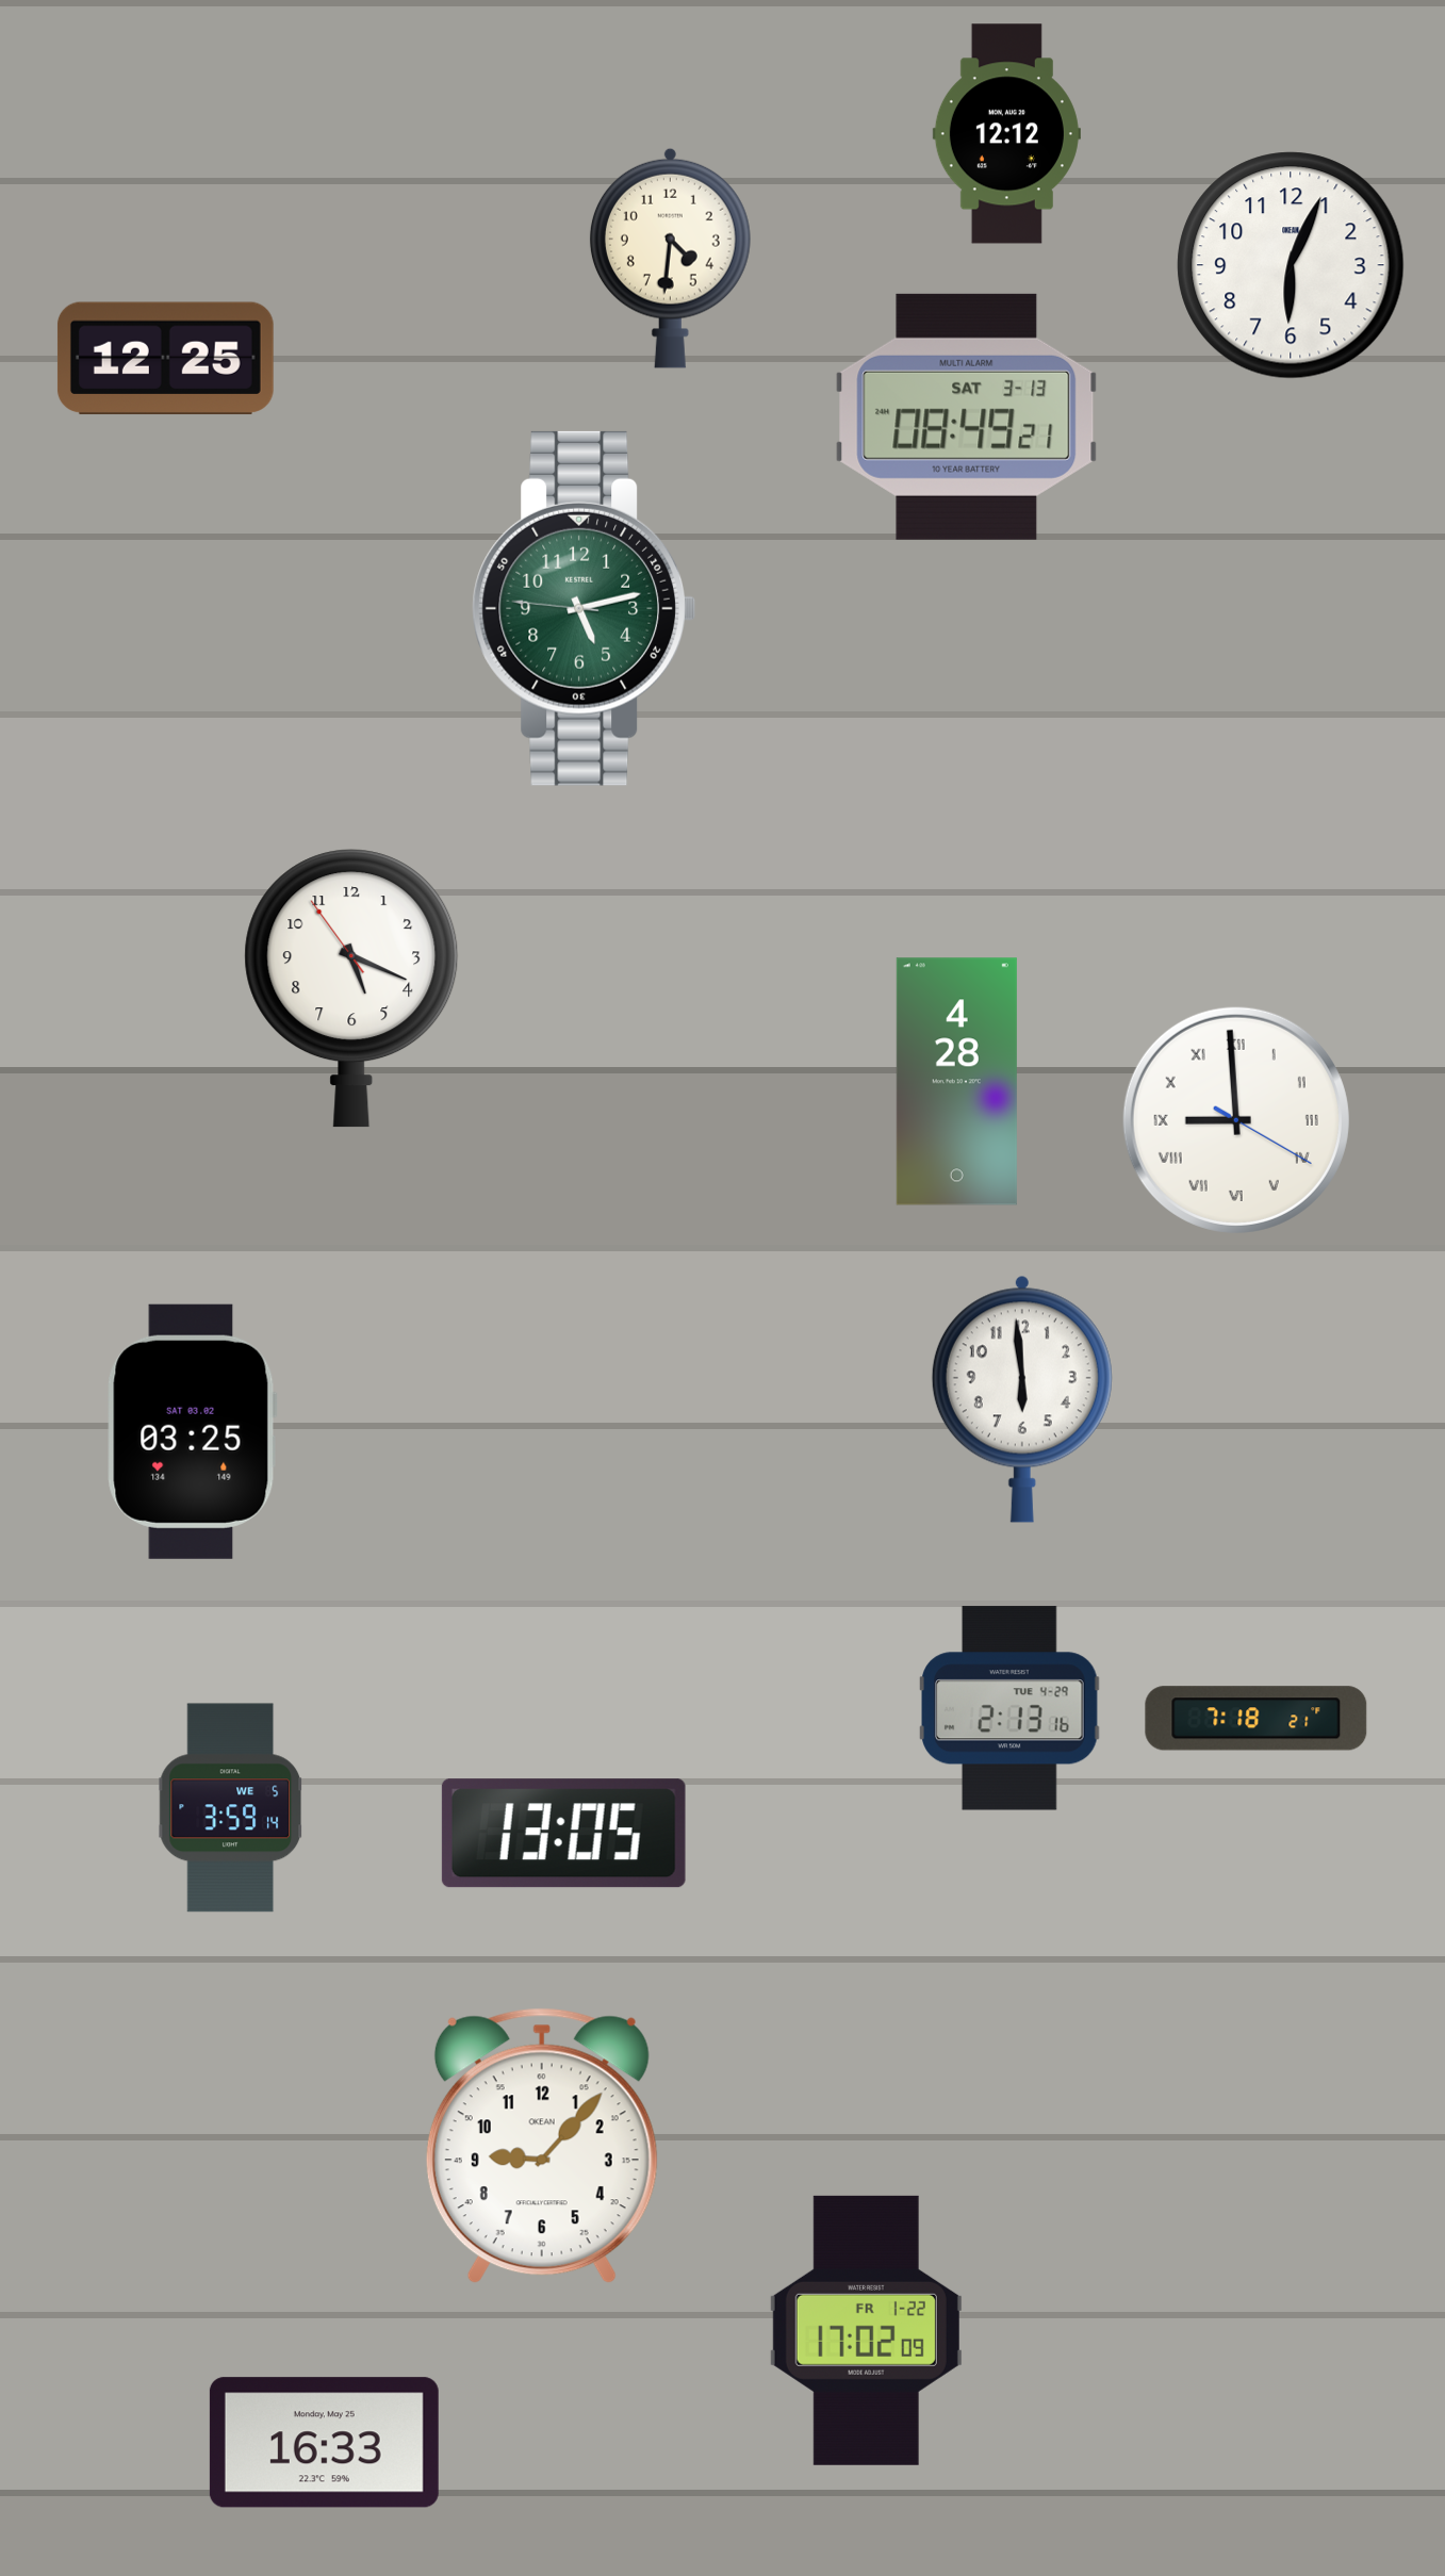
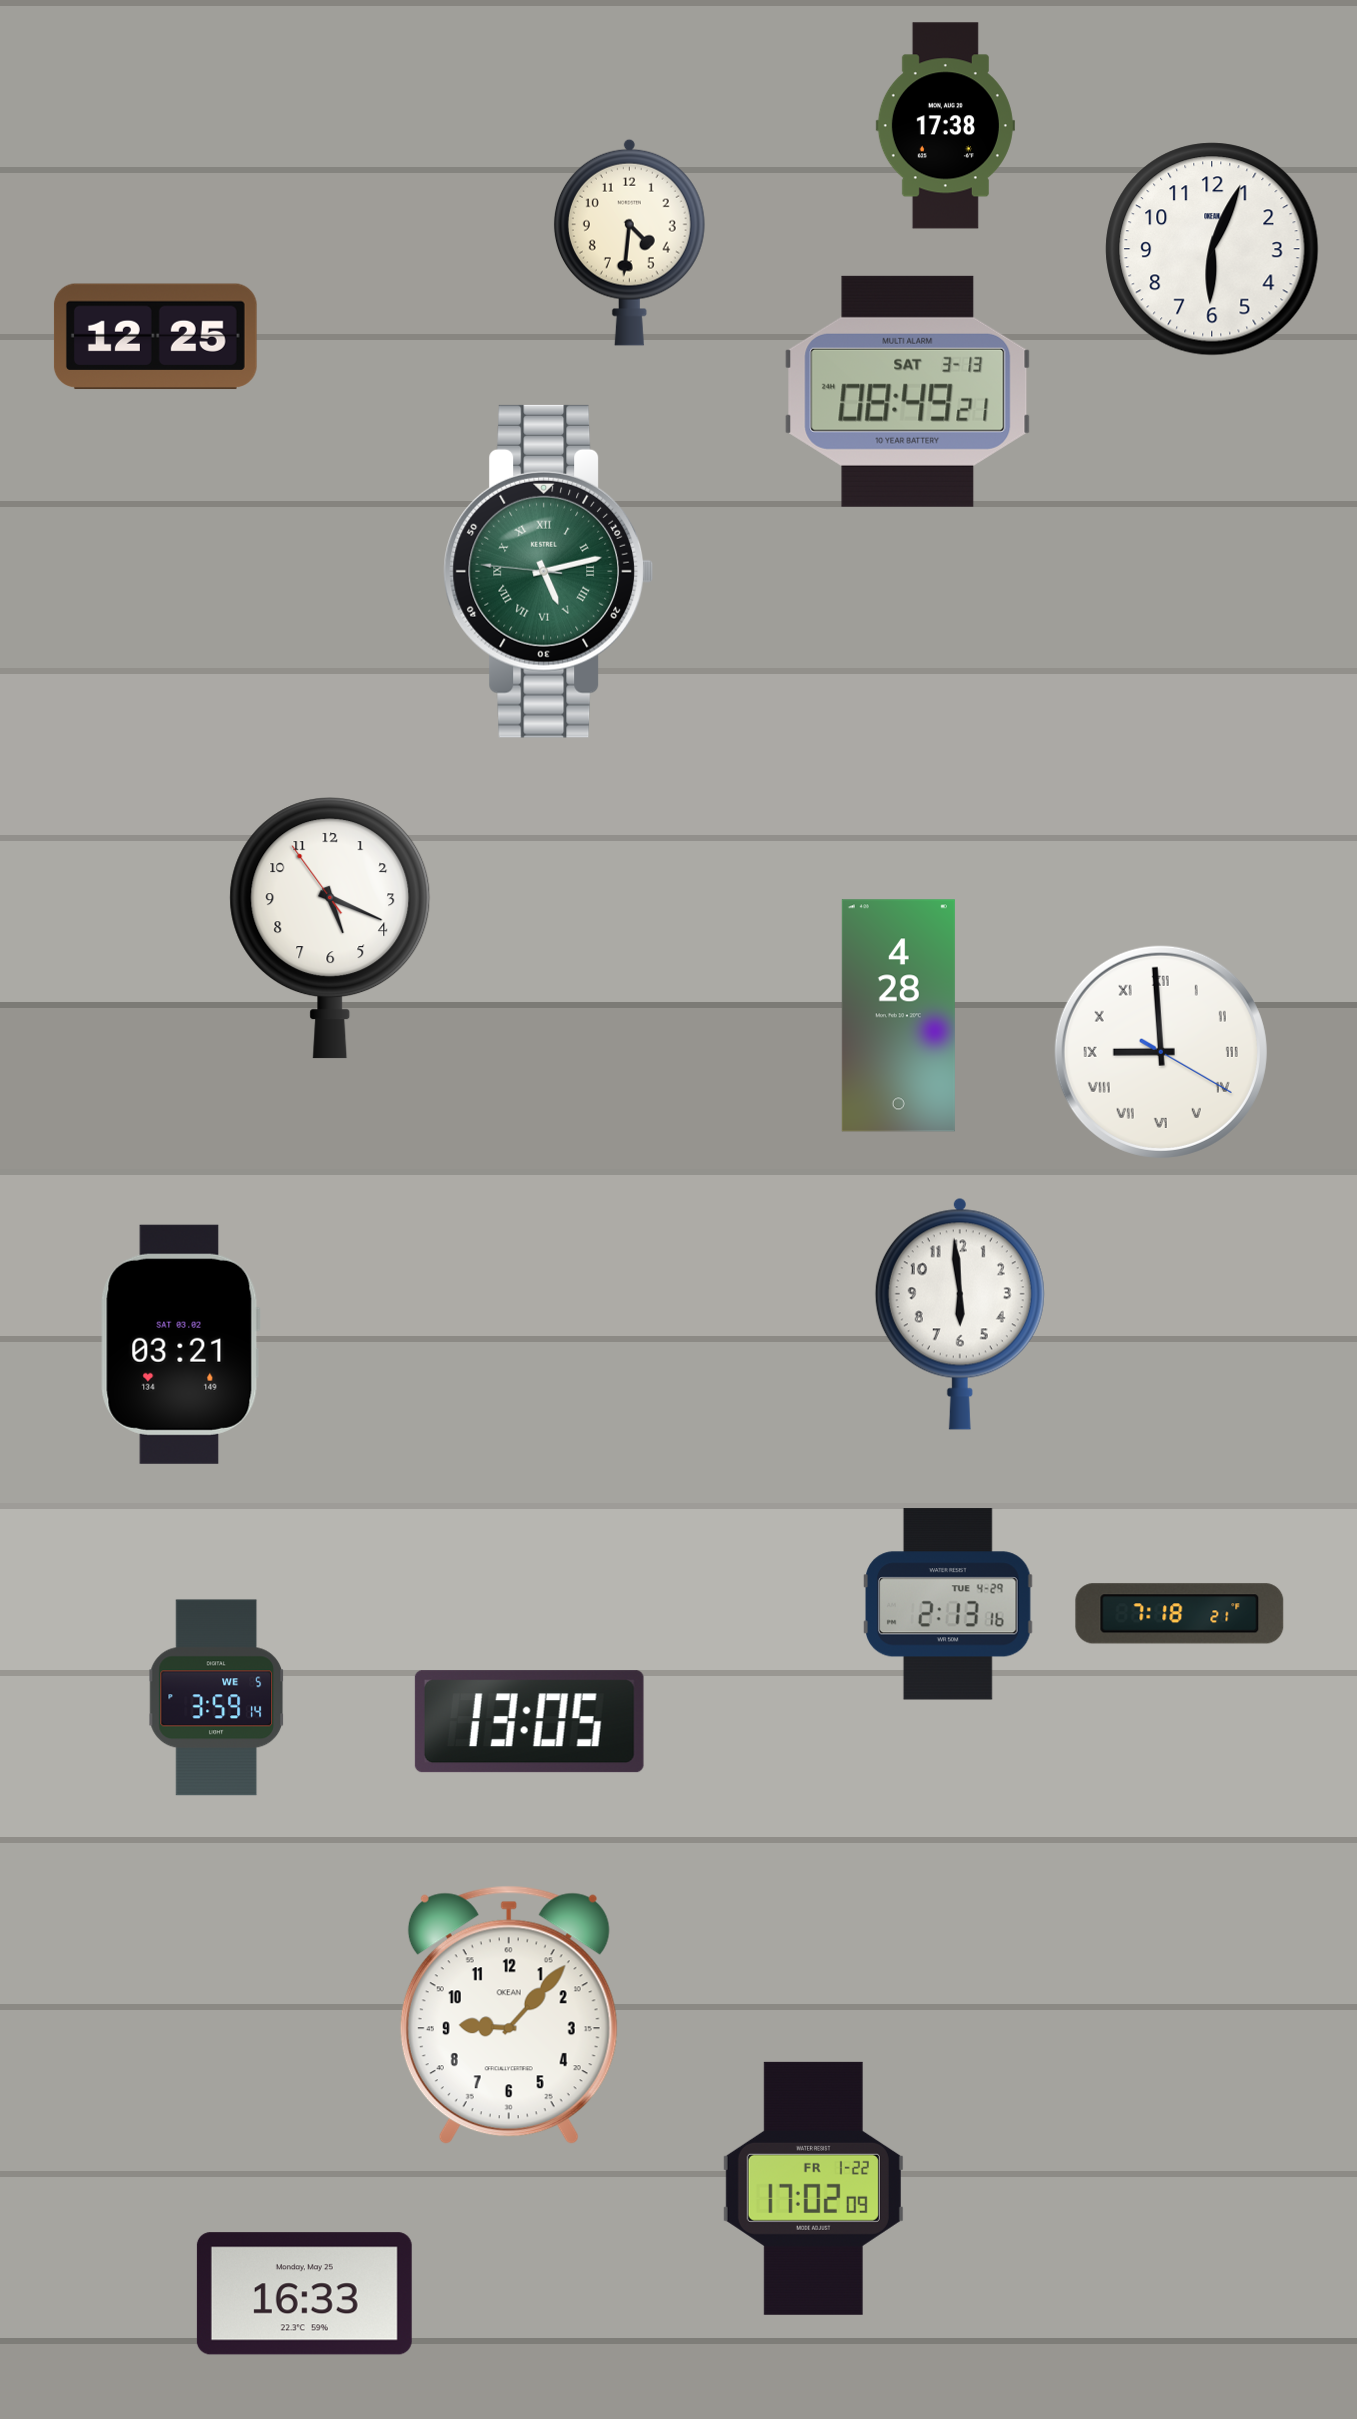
clock at (1006, 134): 12:12 -> 17:38
clock at (584, 608) numerals: Arabic -> Roman
clock at (192, 1431): 03:25 -> 03:21
